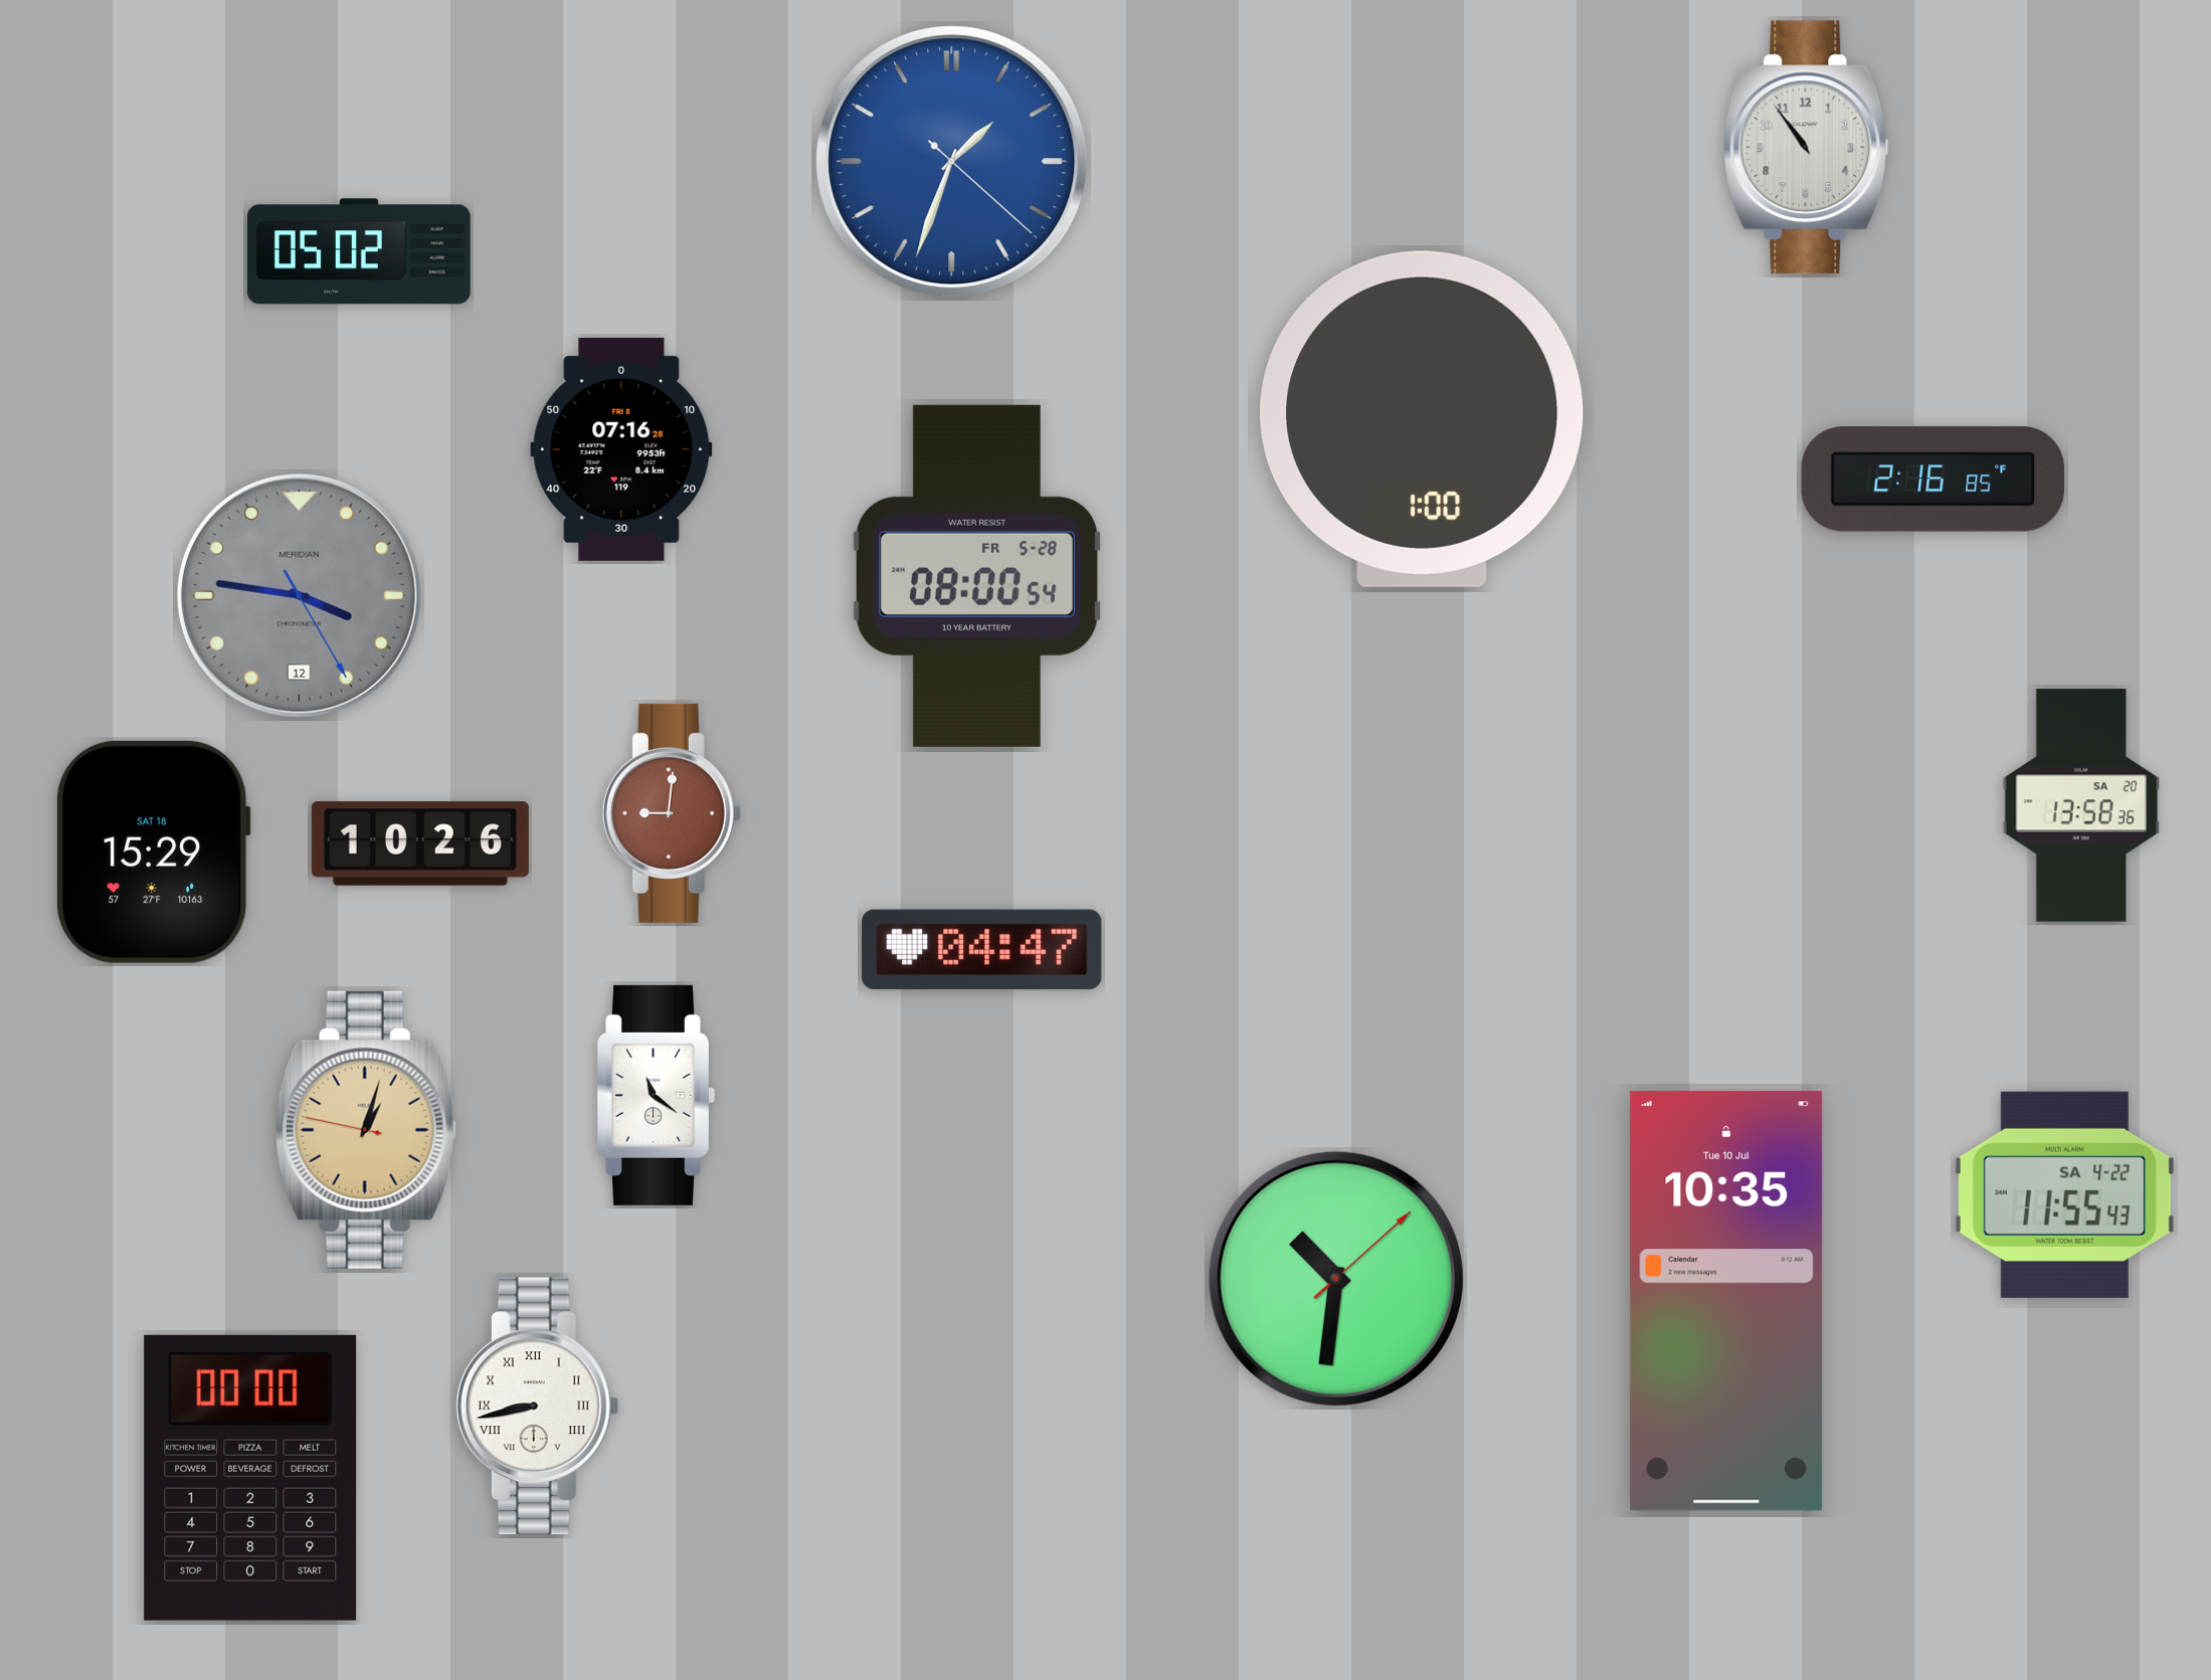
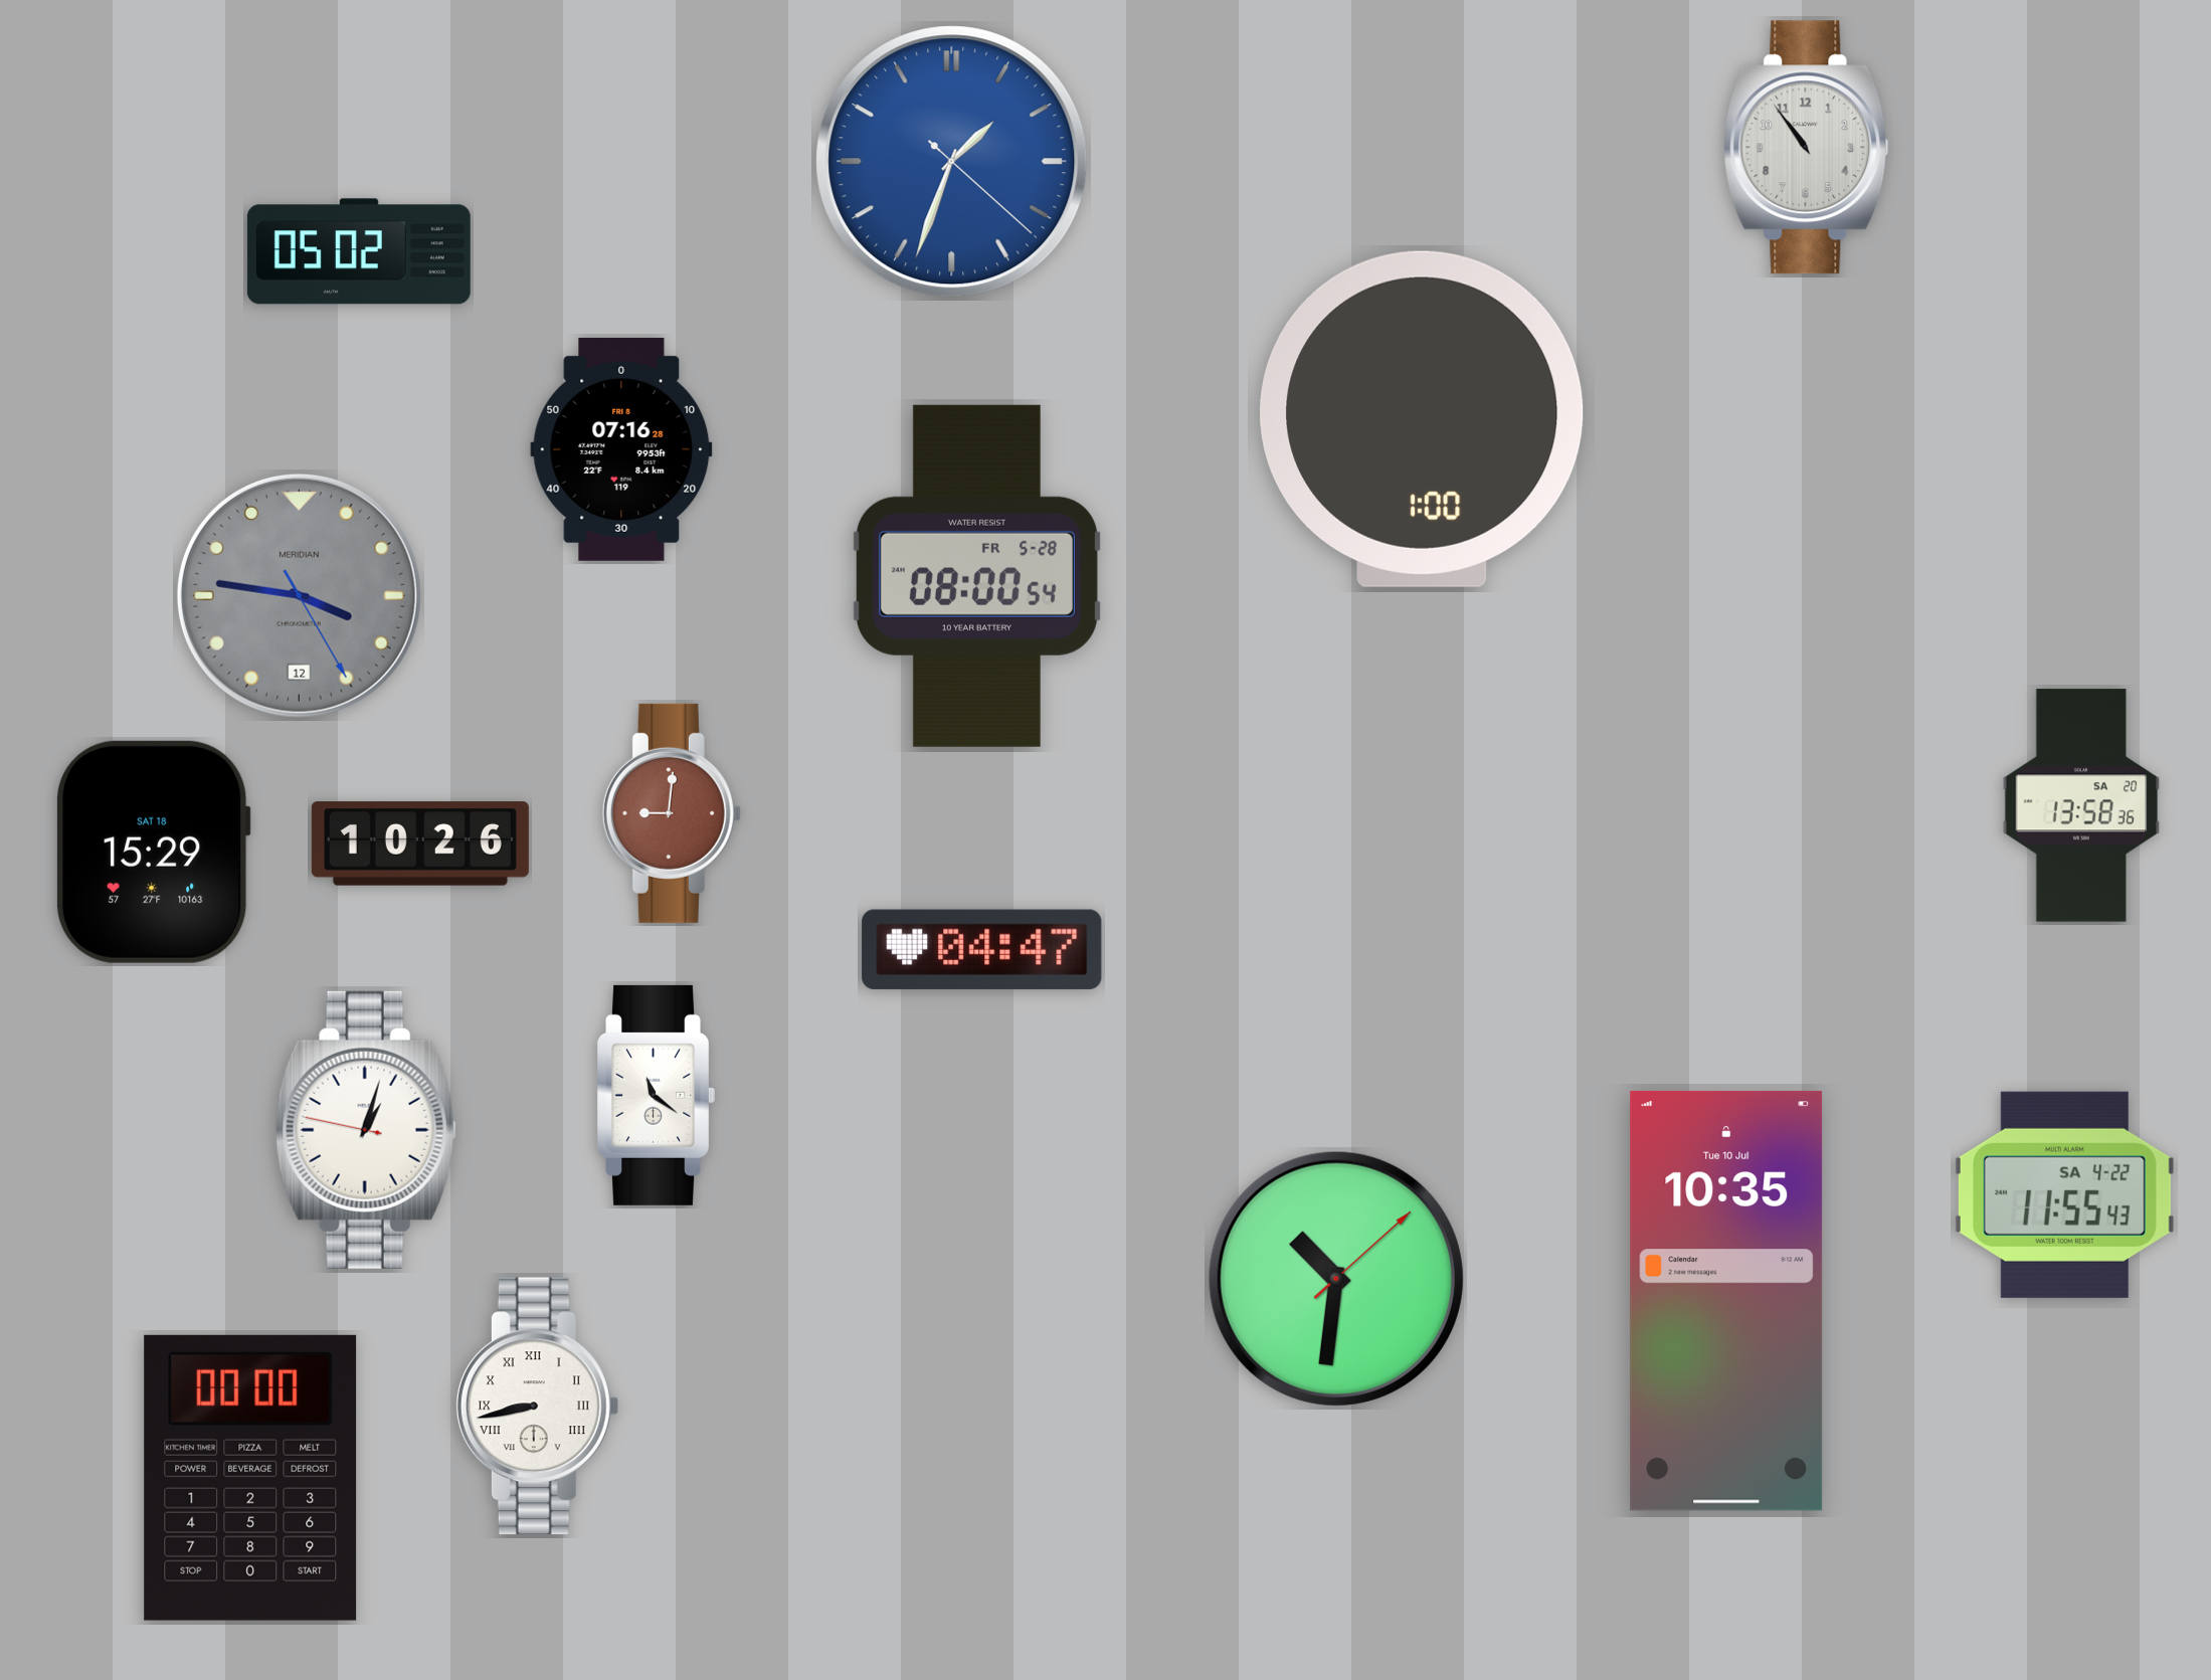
clock at (1933, 480): 2:16 -> none
clock at (366, 1130) dial: champagne -> white
